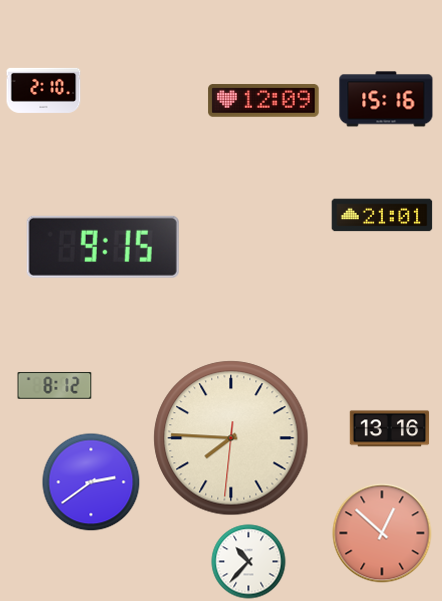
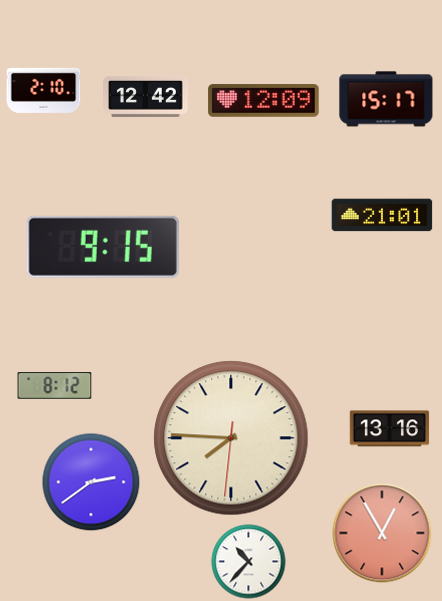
clock at (146, 96): none -> 12:42
clock at (386, 99): 15:16 -> 15:17
clock at (382, 533): 12:52 -> 12:55
